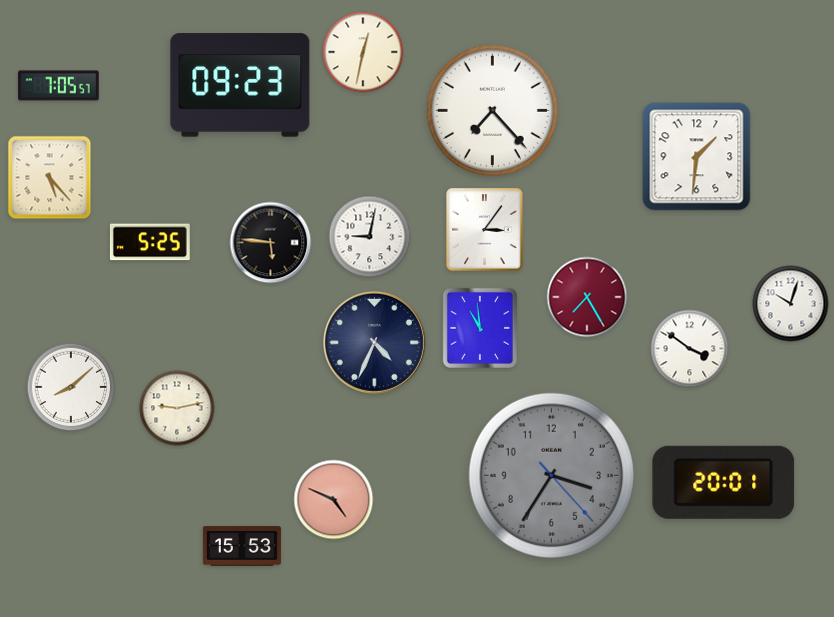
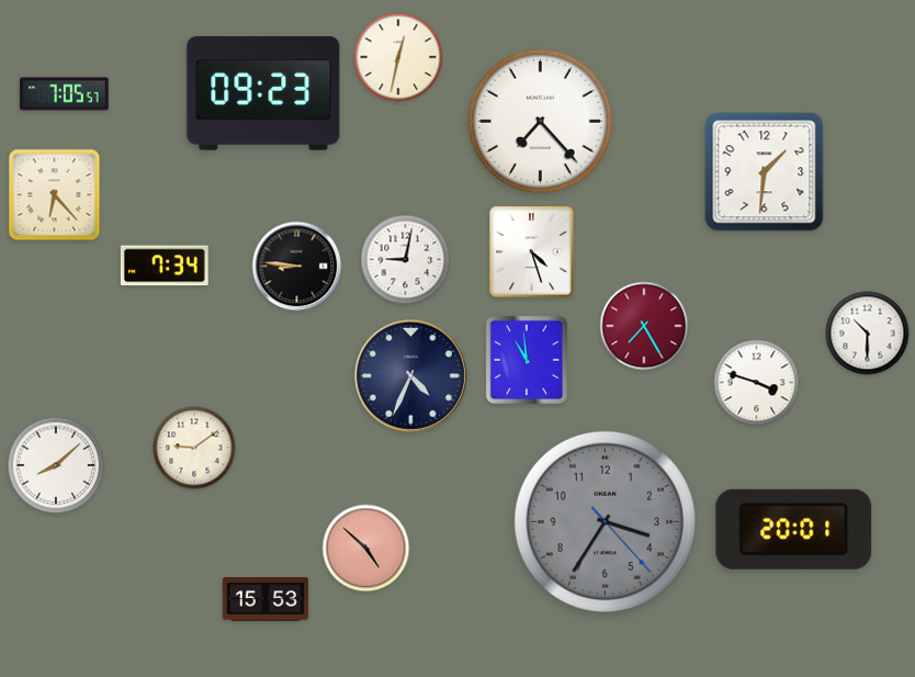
clock at (50, 178): 5:23 -> 6:23
clock at (485, 230): 3:06 -> 4:27
clock at (150, 242): 5:25 -> 7:34
clock at (271, 243): 5:46 -> 8:46
clock at (791, 304): 10:03 -> 10:30
clock at (690, 349): 3:51 -> 3:48
clock at (71, 387) position: (71, 387) -> (56, 465)
clock at (177, 408): 9:13 -> 9:09
clock at (334, 500): 4:49 -> 4:52
